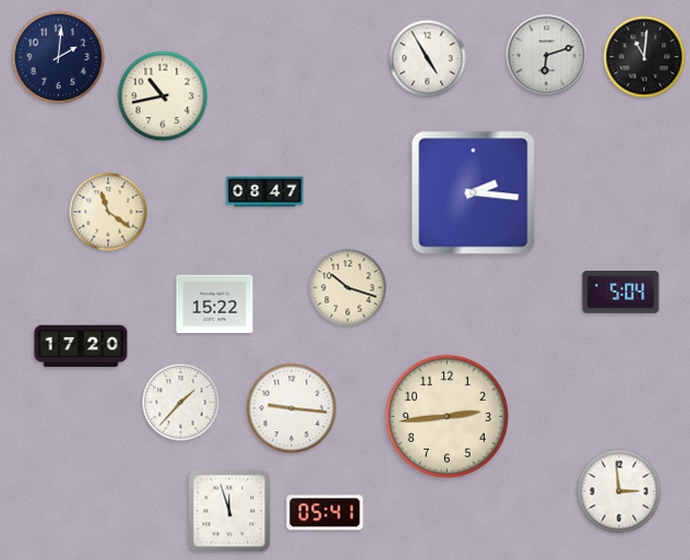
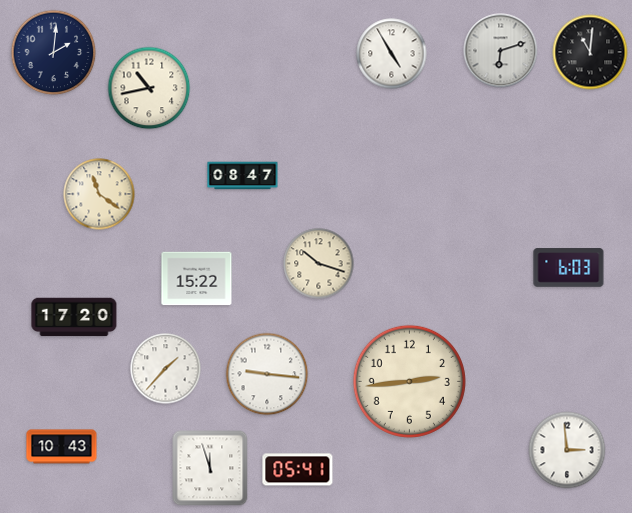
clock at (474, 193): 2:16 -> none
clock at (621, 293): 5:04 -> 6:03
clock at (62, 447): none -> 10:43
